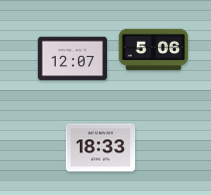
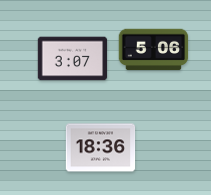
clock at (73, 59): 12:07 -> 3:07
clock at (101, 148): 18:33 -> 18:36
